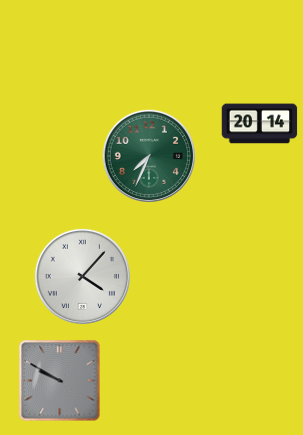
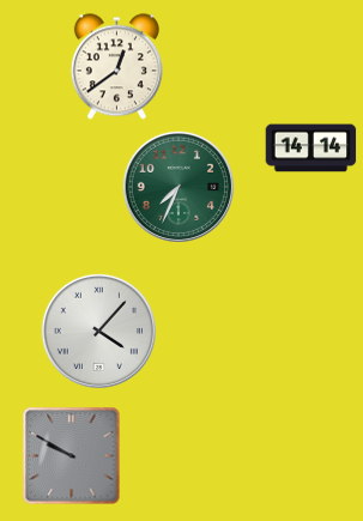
clock at (116, 67): none -> 12:39
clock at (260, 124): 20:14 -> 14:14
